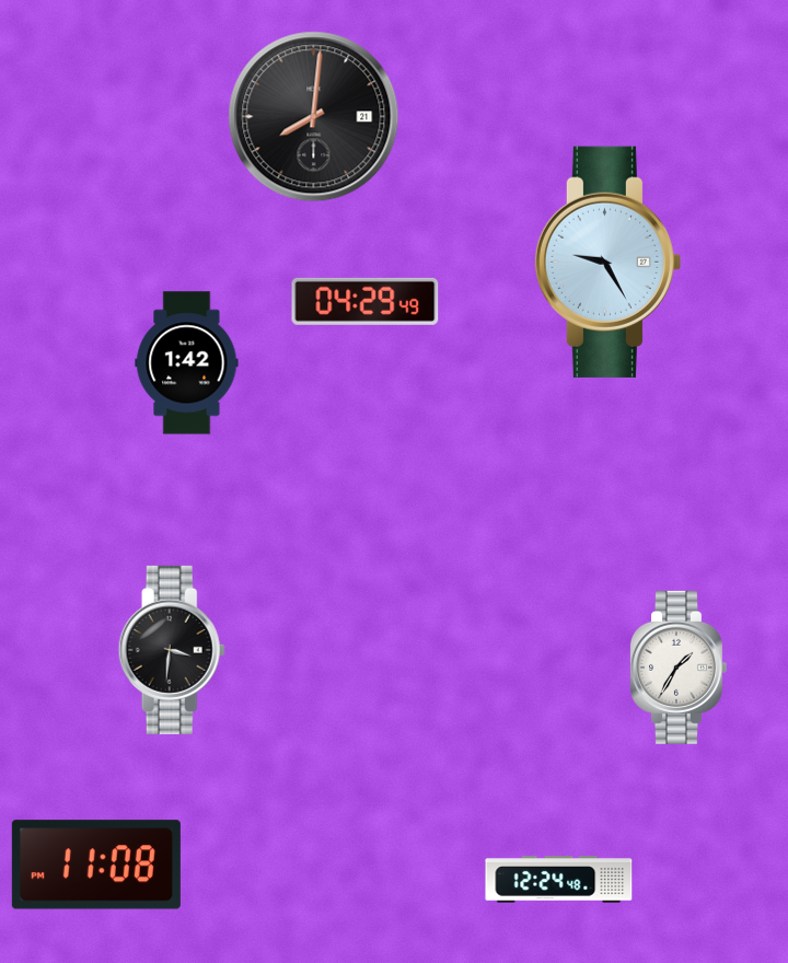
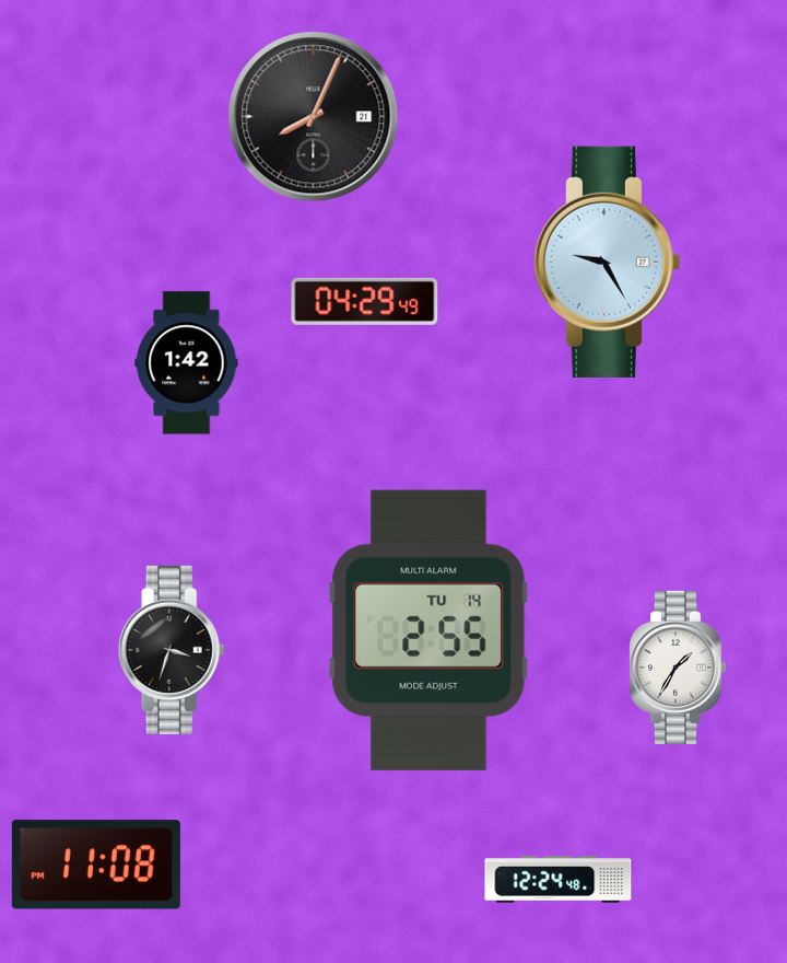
clock at (314, 117): 8:01 -> 8:04
clock at (428, 630): none -> 2:55
clock at (172, 650): 3:31 -> 3:33
